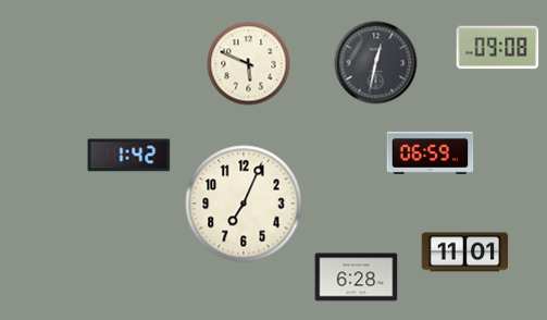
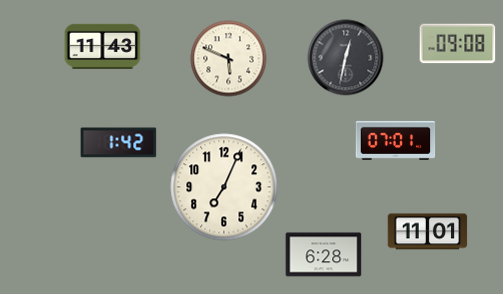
clock at (103, 46): none -> 11:43
clock at (431, 152): 06:59 -> 07:01
clock at (357, 278) position: (357, 278) -> (324, 255)
